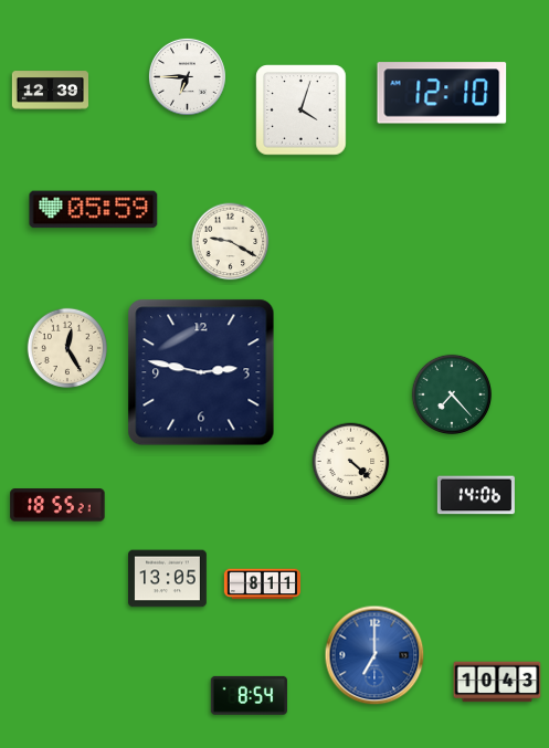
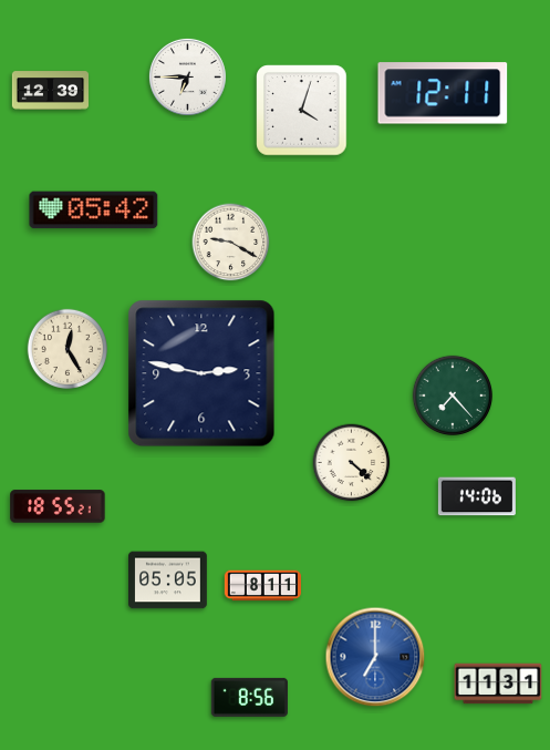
clock at (442, 93): 12:10 -> 12:11
clock at (94, 210): 05:59 -> 05:42
clock at (168, 579): 13:05 -> 05:05
clock at (497, 682): 10:43 -> 11:31
clock at (249, 695): 8:54 -> 8:56
